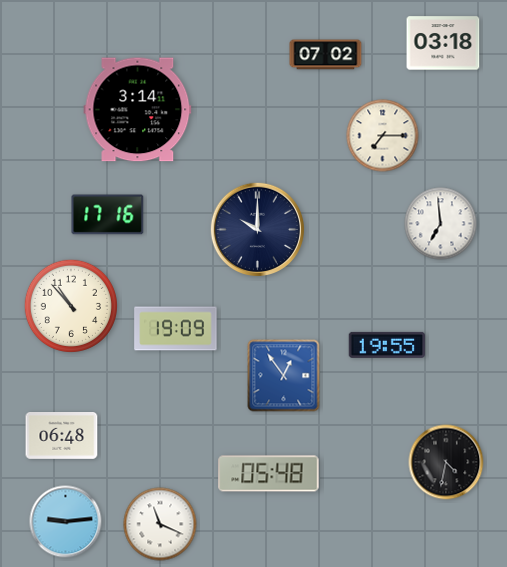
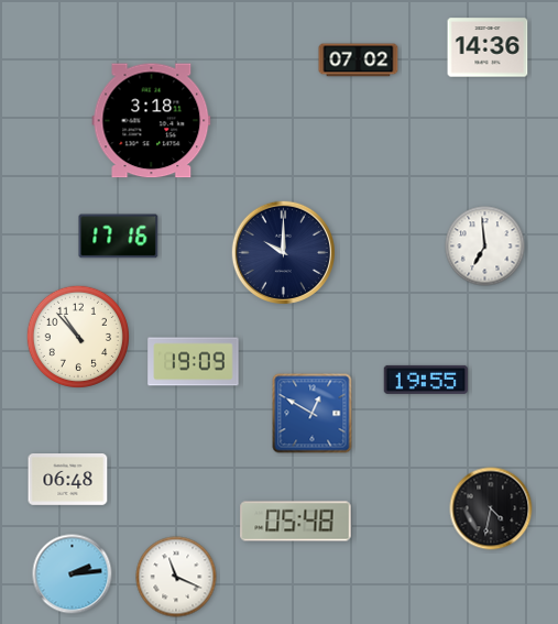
clock at (443, 43): 03:18 -> 14:36
clock at (138, 110): 3:14 -> 3:18
clock at (383, 136): 7:15 -> none
clock at (284, 376): 12:54 -> 12:50
clock at (66, 522): 9:14 -> 2:14
